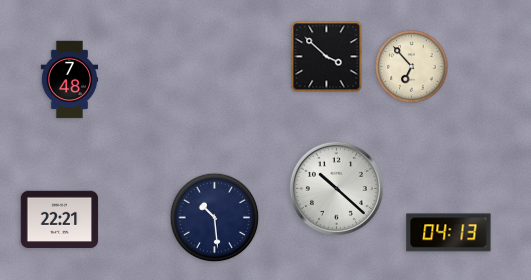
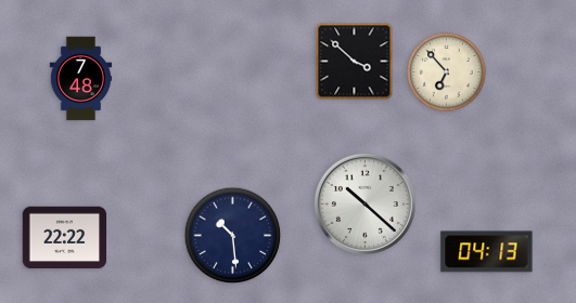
clock at (70, 80) position: (70, 80) -> (81, 79)
clock at (60, 220): 22:21 -> 22:22
